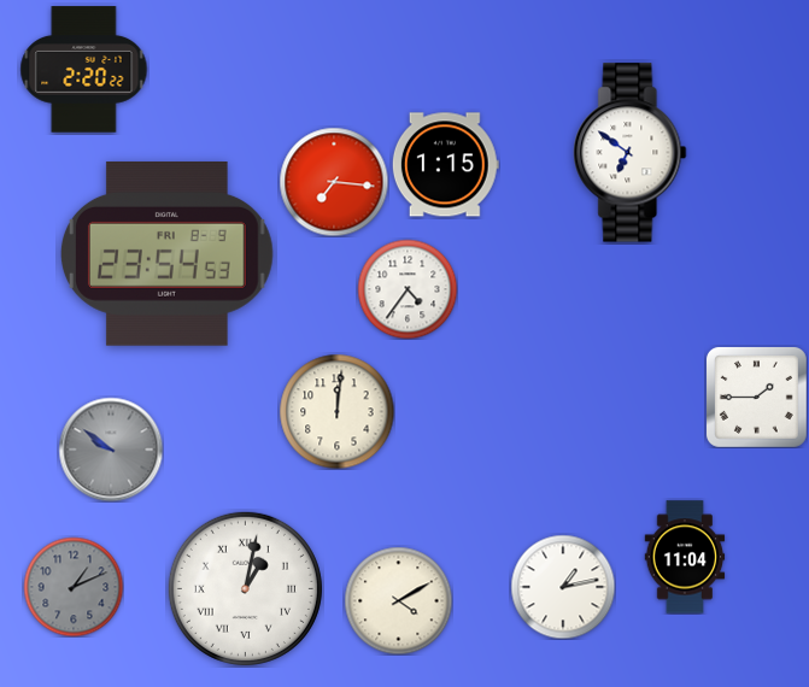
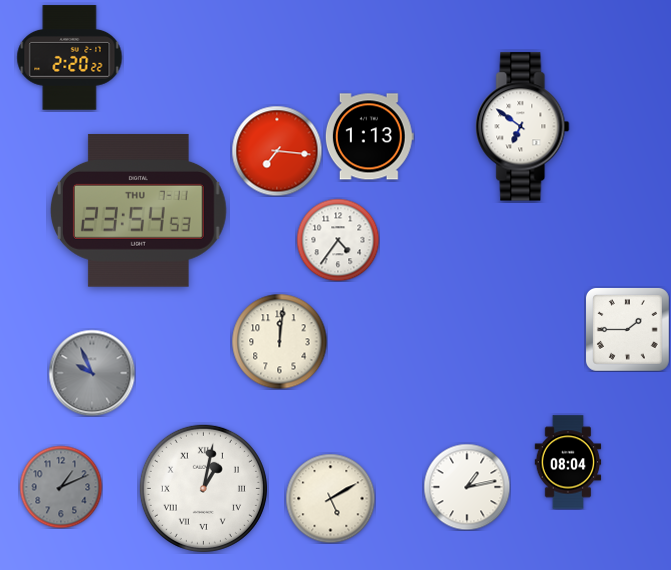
clock at (445, 165): 1:15 -> 1:13
clock at (166, 253) date: FRI 8-9 -> THU 7-11
clock at (111, 450): 9:51 -> 9:56
clock at (685, 557): 11:04 -> 08:04
clock at (398, 600): 4:10 -> 5:10
